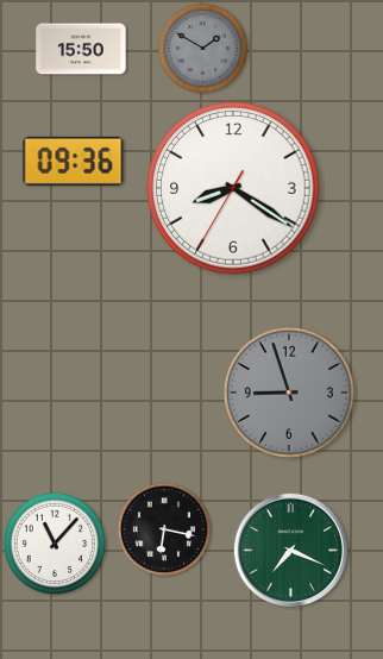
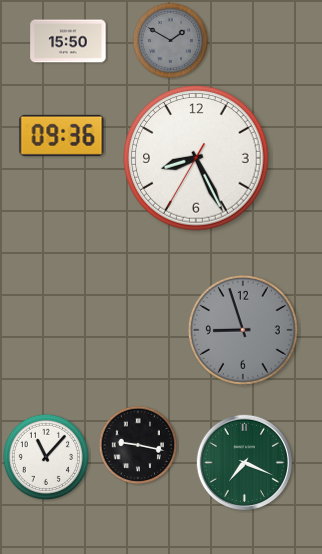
clock at (233, 188): 8:20 -> 8:25
clock at (164, 529): 6:17 -> 9:17
